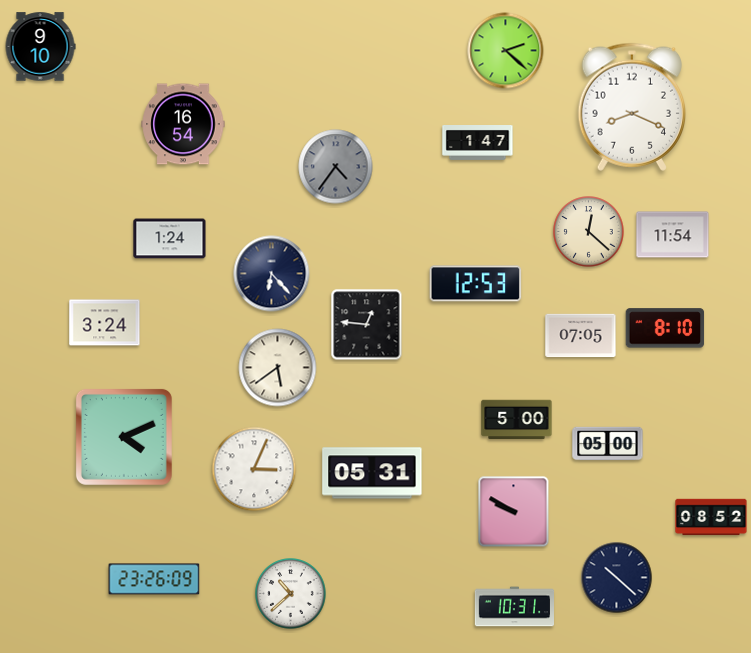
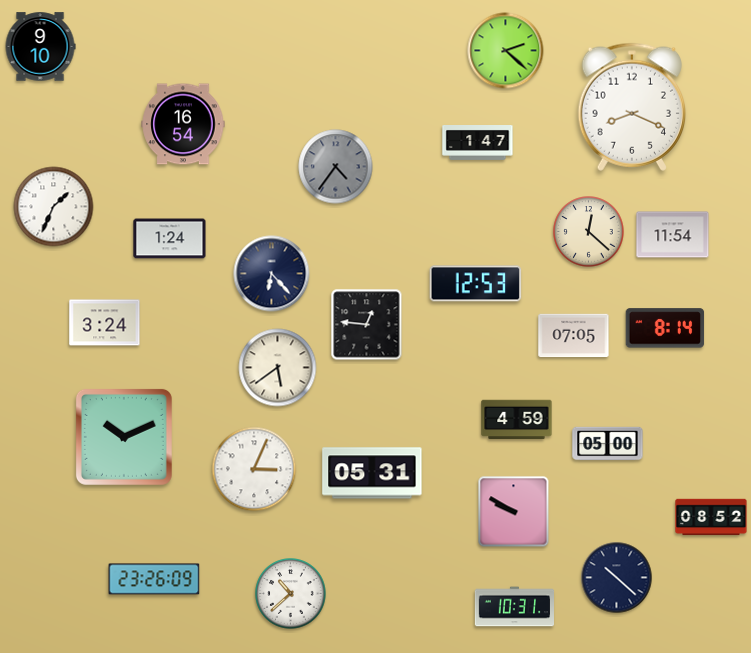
clock at (54, 207): none -> 1:34
clock at (665, 328): 8:10 -> 8:14
clock at (581, 336) position: (581, 336) -> (574, 336)
clock at (517, 420): 5:00 -> 4:59
clock at (124, 437): 4:11 -> 10:11
